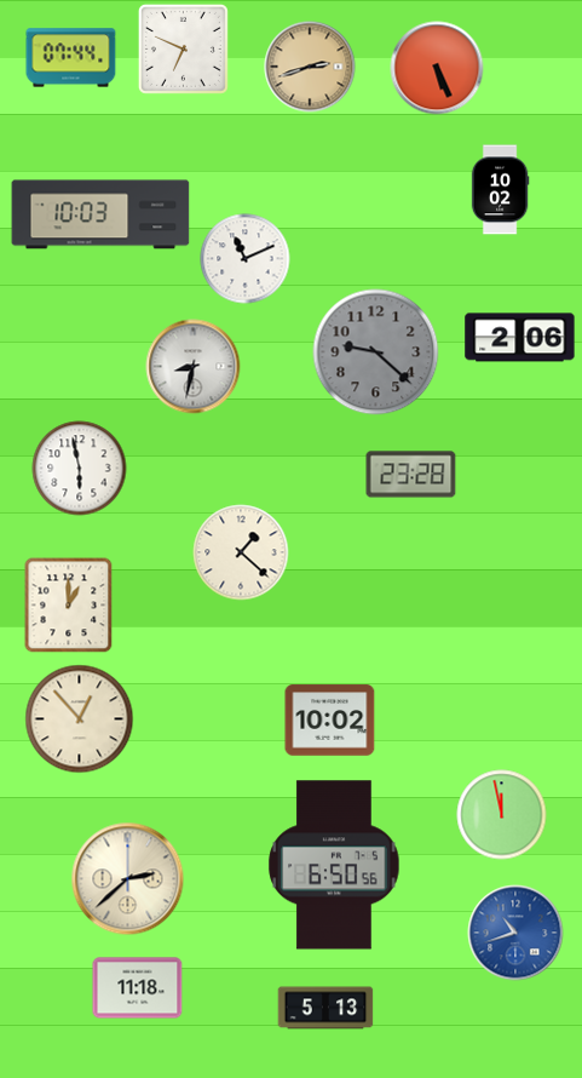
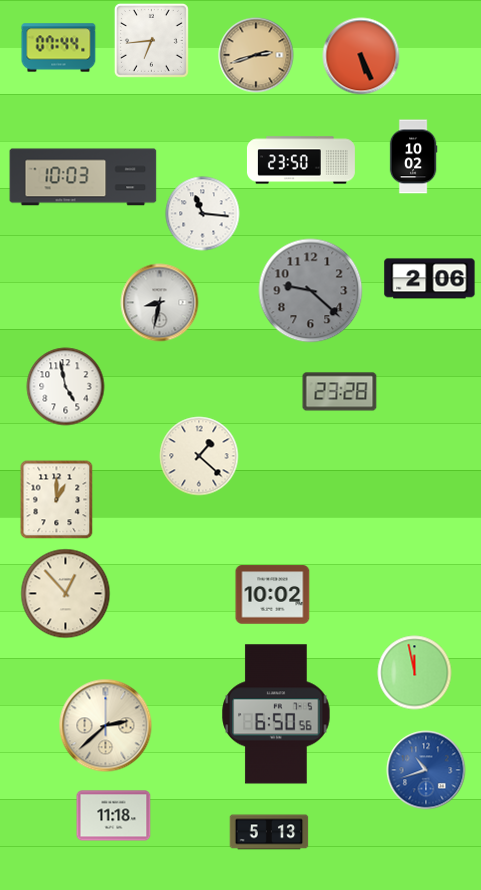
clock at (183, 48): 6:49 -> 6:44
clock at (301, 160): none -> 23:50
clock at (246, 259): 11:11 -> 11:16
clock at (80, 469): 5:58 -> 4:58
